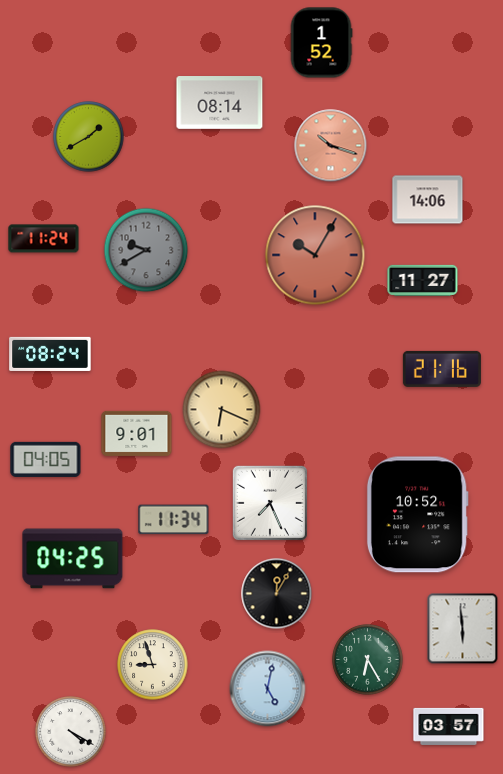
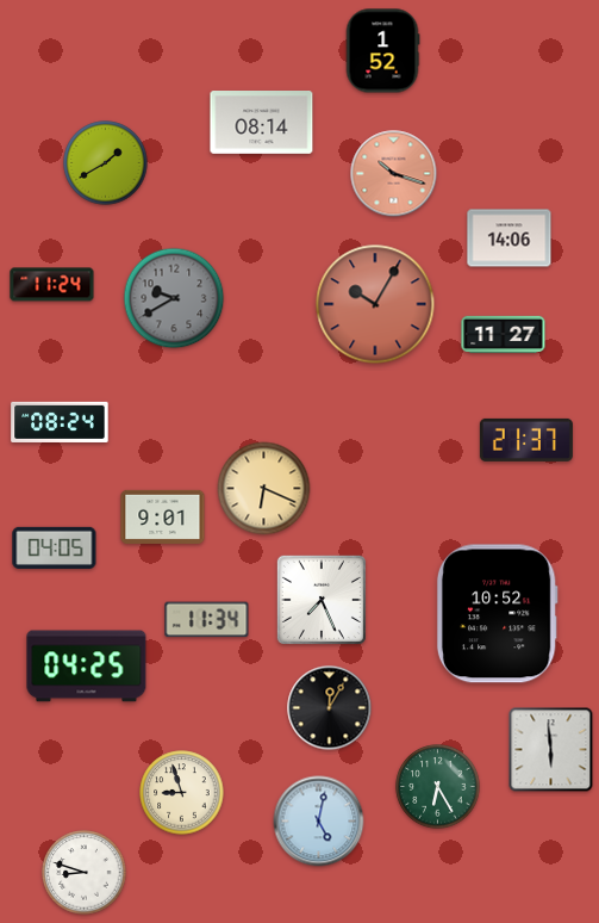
clock at (442, 369): 21:16 -> 21:37
clock at (449, 726): 03:57 -> none
clock at (71, 732): 4:20 -> 8:48
